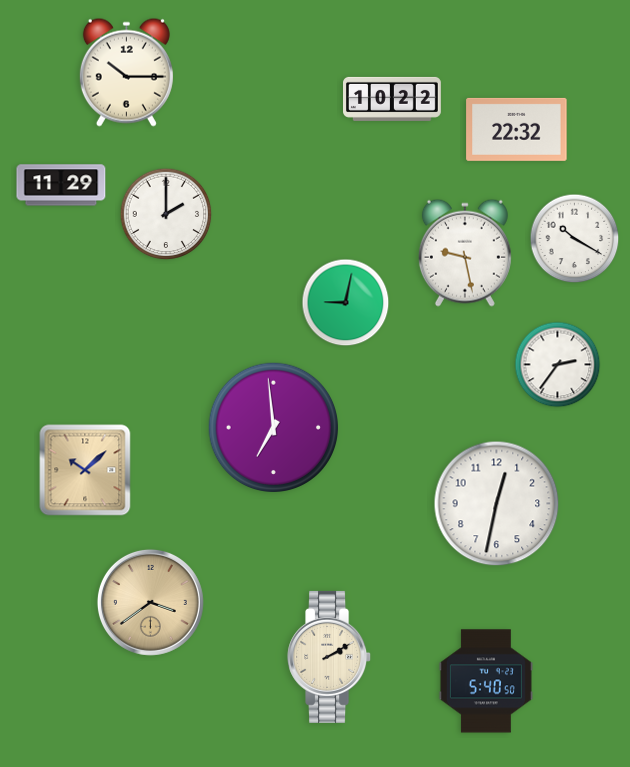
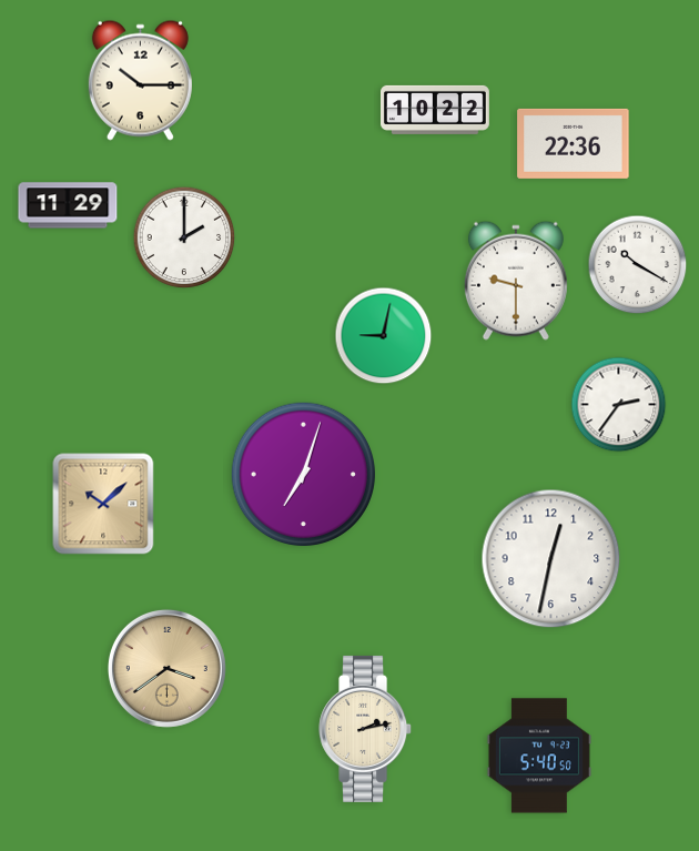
clock at (517, 129): 22:32 -> 22:36
clock at (465, 253): 9:28 -> 9:30
clock at (273, 427): 6:59 -> 7:03
clock at (85, 470) position: (85, 470) -> (103, 504)
clock at (330, 657): 2:10 -> 2:13
